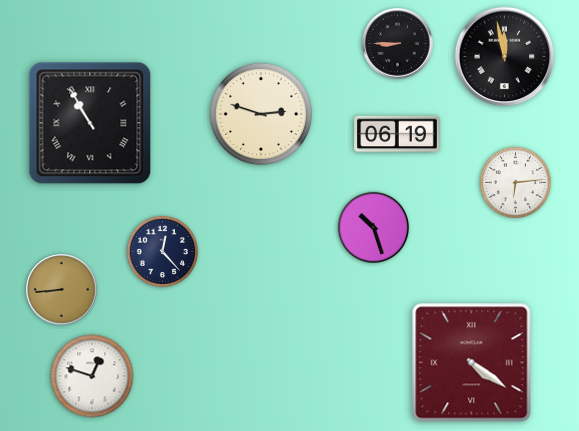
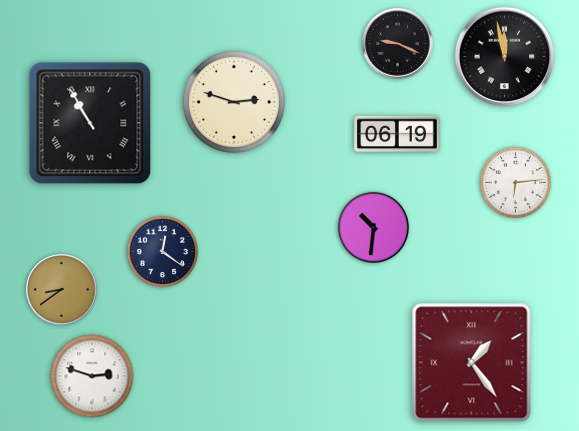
clock at (398, 44): 8:45 -> 9:19
clock at (261, 114) position: (261, 114) -> (234, 102)
clock at (373, 227): 10:27 -> 10:31
clock at (162, 251): 12:23 -> 12:21
clock at (62, 290): 8:44 -> 8:39
clock at (472, 363): 4:21 -> 1:24
clock at (92, 376): 12:48 -> 2:48
